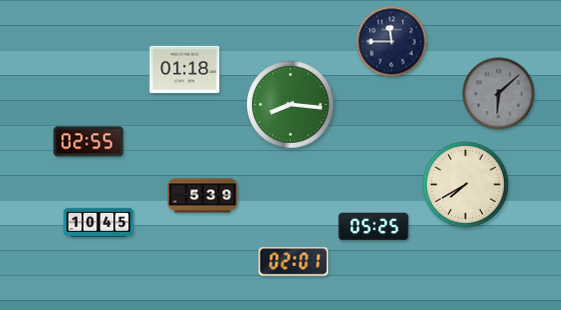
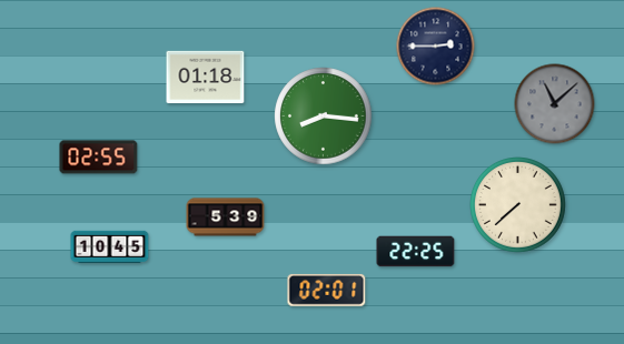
clock at (392, 42): 11:45 -> 2:45
clock at (499, 94): 6:08 -> 11:08
clock at (466, 185): 7:40 -> 7:38
clock at (374, 227): 05:25 -> 22:25
